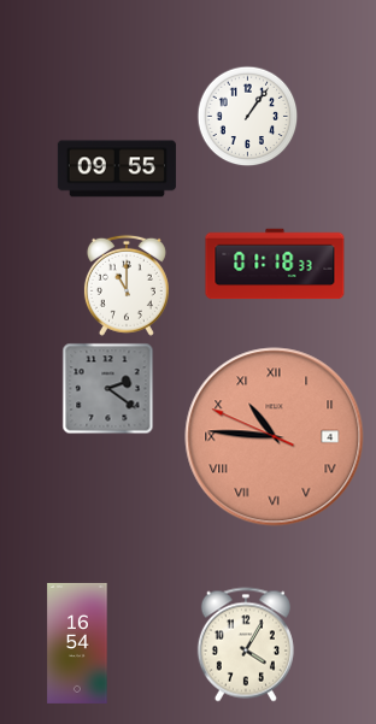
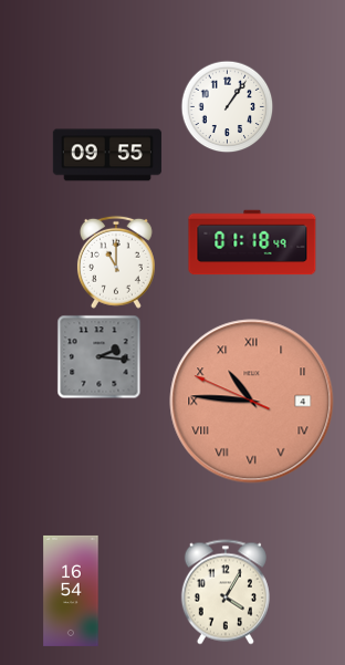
clock at (275, 264): 01:18:33 -> 01:18:49
clock at (108, 389): 2:21 -> 2:16
